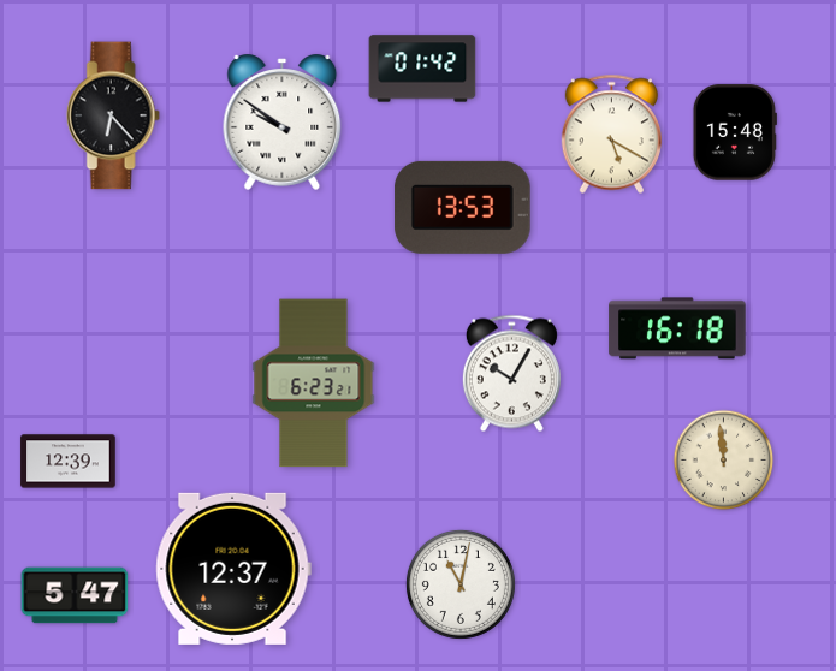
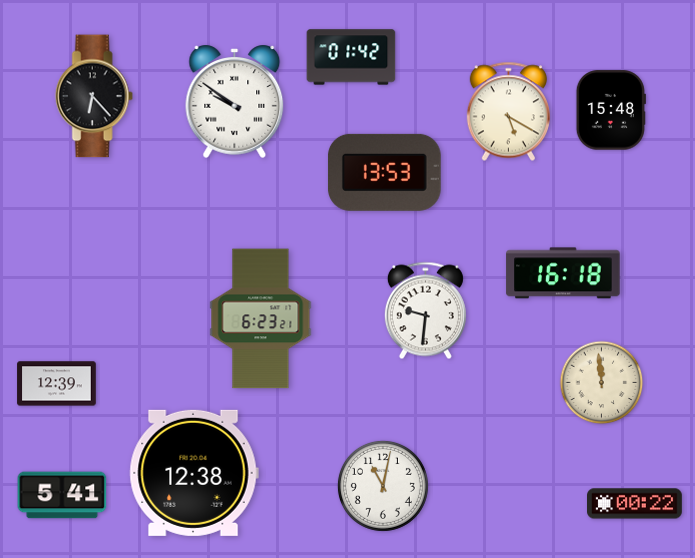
clock at (511, 374): 10:05 -> 9:31
clock at (233, 569): 12:37 -> 12:38
clock at (75, 595): 5:47 -> 5:41
clock at (635, 504): none -> 00:22
